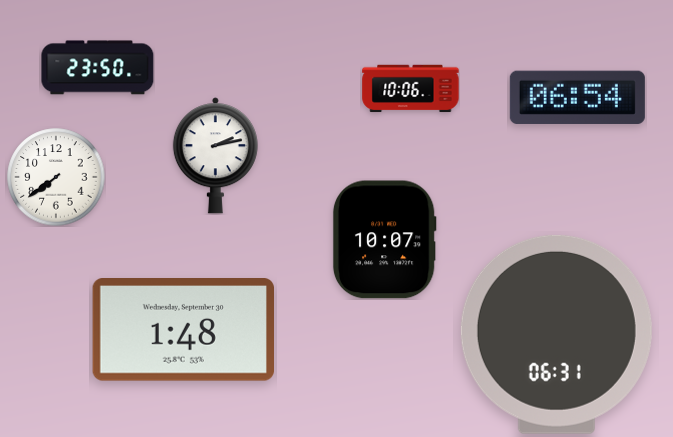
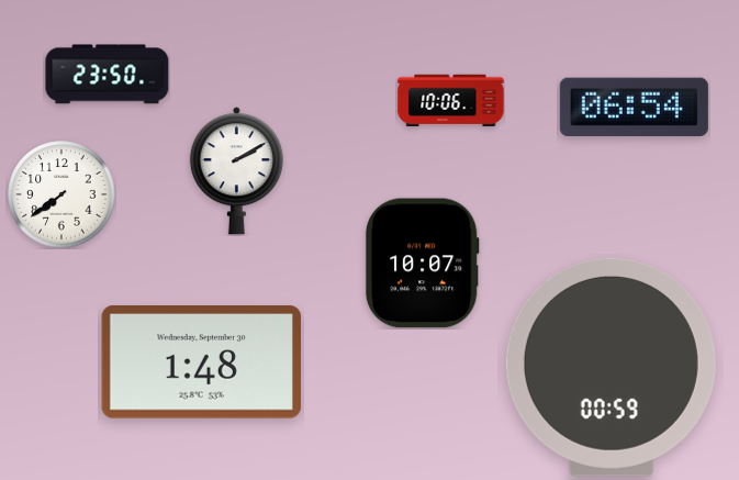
clock at (411, 89) position: (411, 89) -> (451, 101)
clock at (215, 156): 2:13 -> 2:10
clock at (556, 334): 06:31 -> 00:59
